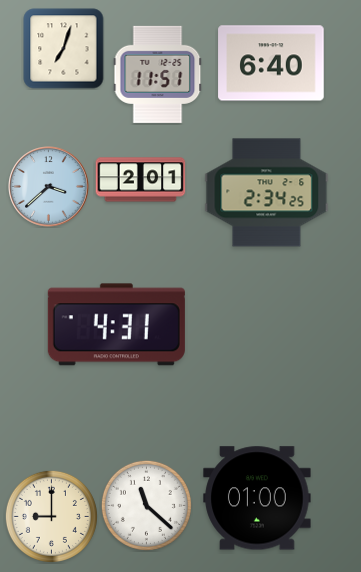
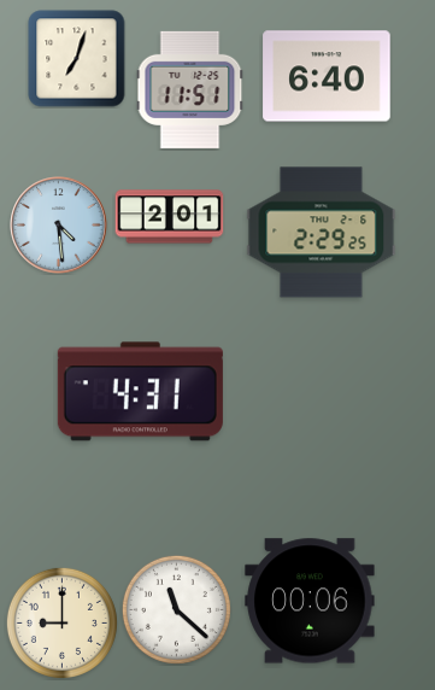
clock at (49, 187): 3:38 -> 4:29
clock at (267, 193): 2:34 -> 2:29
clock at (257, 498): 01:00 -> 00:06
